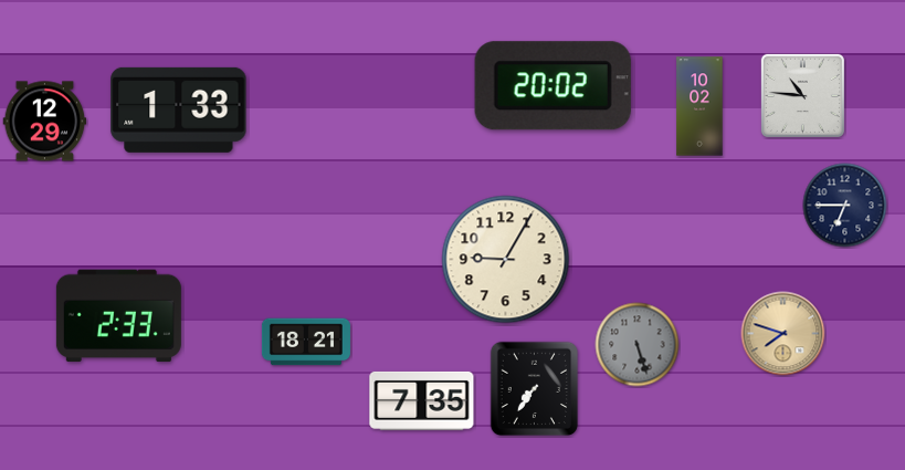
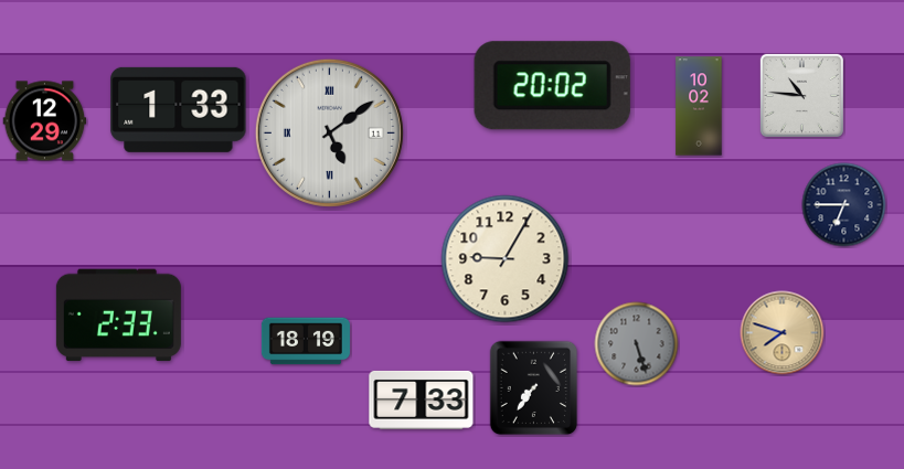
clock at (329, 132): none -> 5:09
clock at (306, 342): 18:21 -> 18:19
clock at (422, 400): 7:35 -> 7:33
